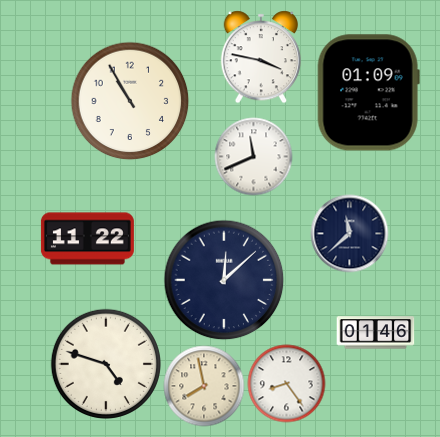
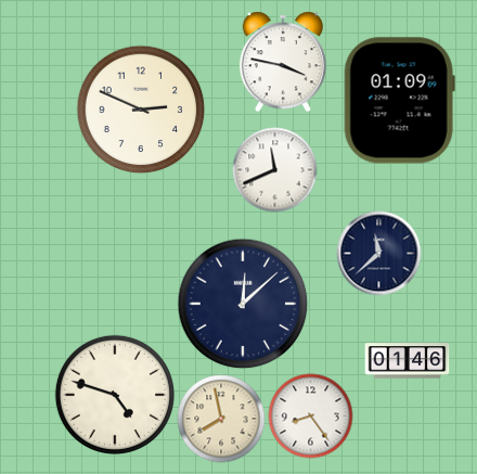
clock at (130, 101): 10:55 -> 2:49
clock at (87, 239): 11:22 -> none
